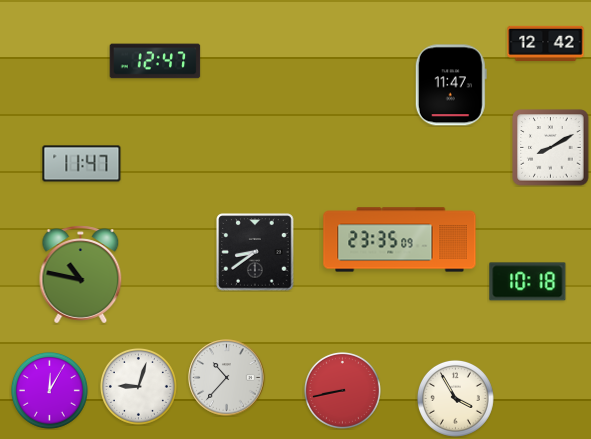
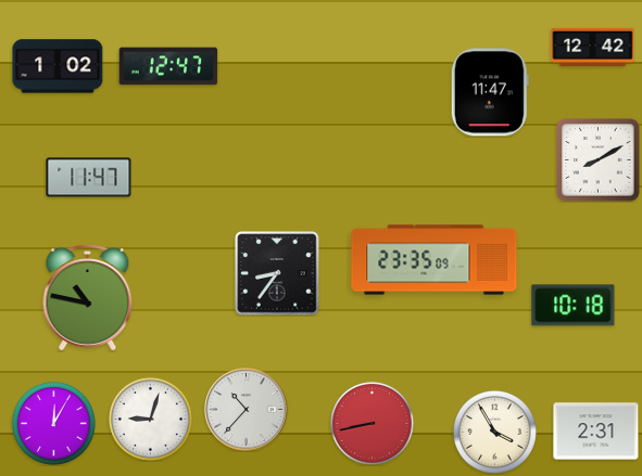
clock at (58, 66): none -> 1:02
clock at (255, 252): 8:39 -> 8:36
clock at (596, 432): none -> 2:31
